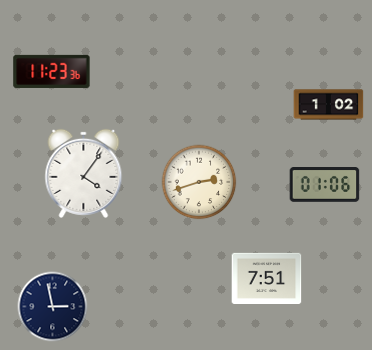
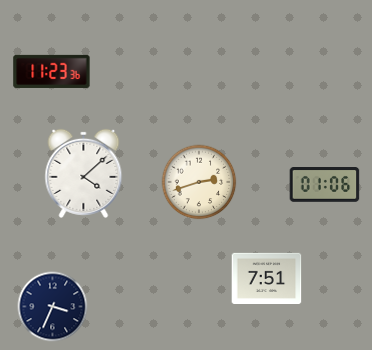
clock at (329, 105): 1:02 -> none
clock at (84, 173): 4:06 -> 4:08
clock at (53, 307): 2:58 -> 3:34
